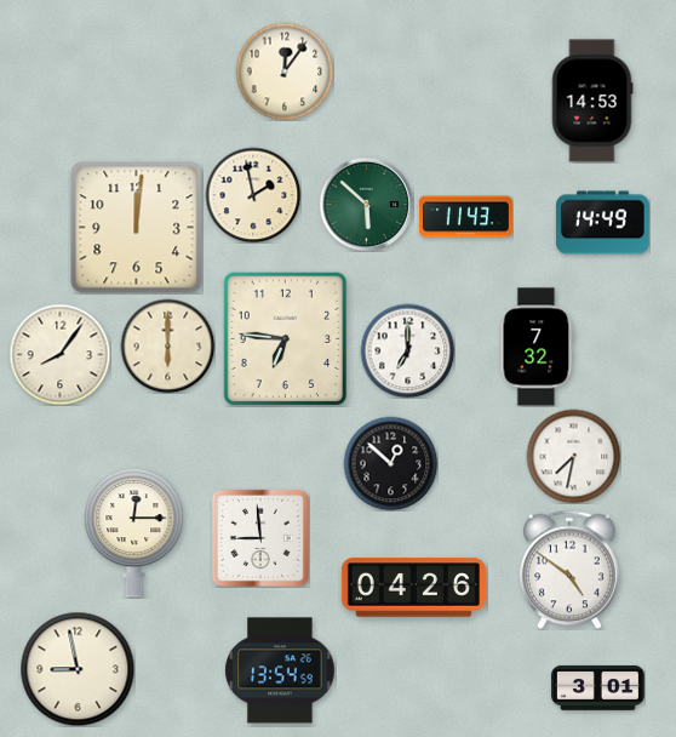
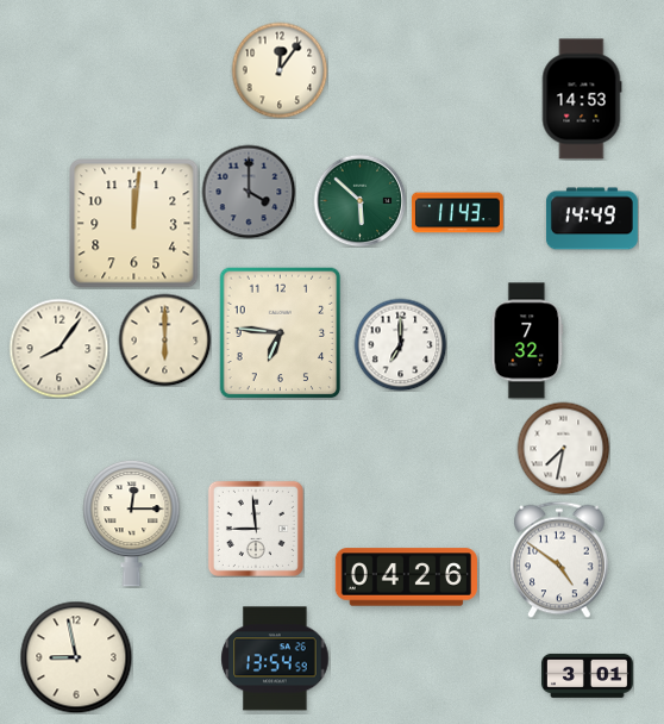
clock at (253, 195): 1:58 -> 4:00
clock at (253, 195) dial: cream -> grey
clock at (390, 463): 12:52 -> none
